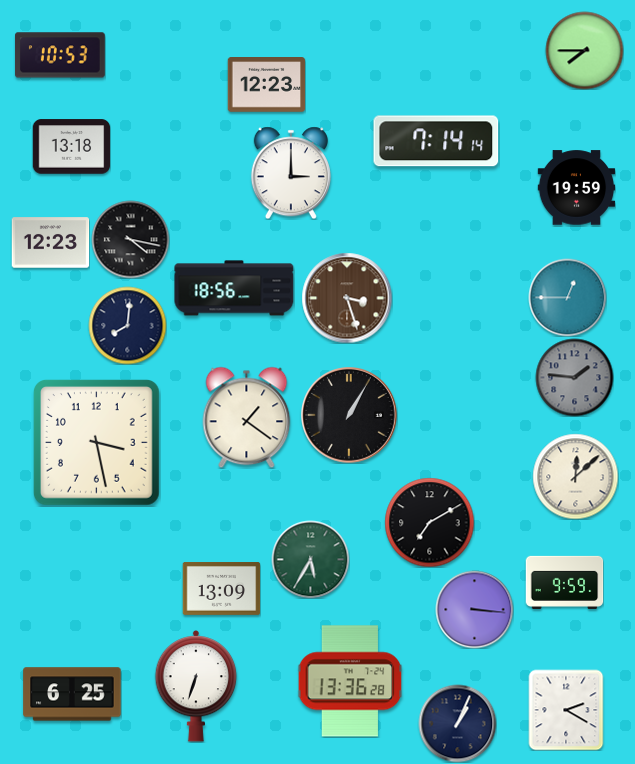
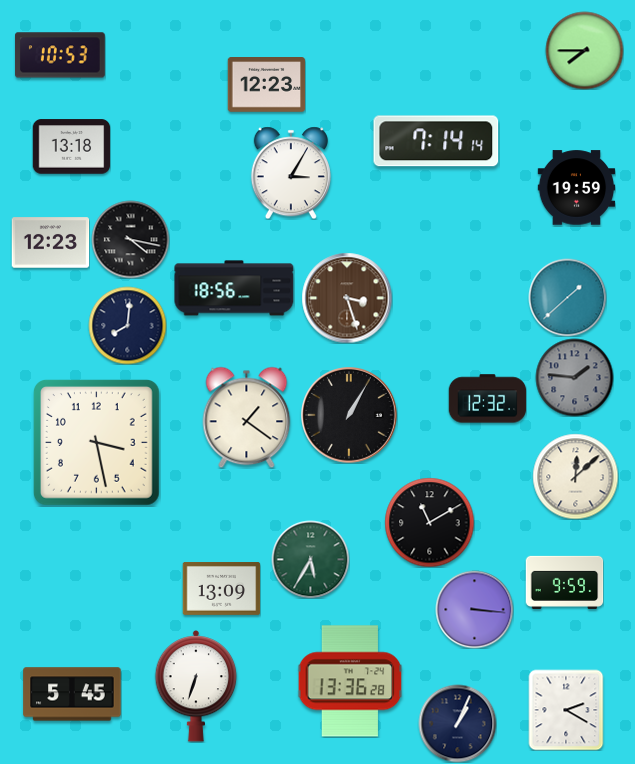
clock at (291, 173): 3:00 -> 3:05
clock at (567, 297): 12:45 -> 1:38
clock at (487, 399): none -> 12:32
clock at (429, 522): 7:10 -> 11:10
clock at (72, 694): 6:25 -> 5:45
